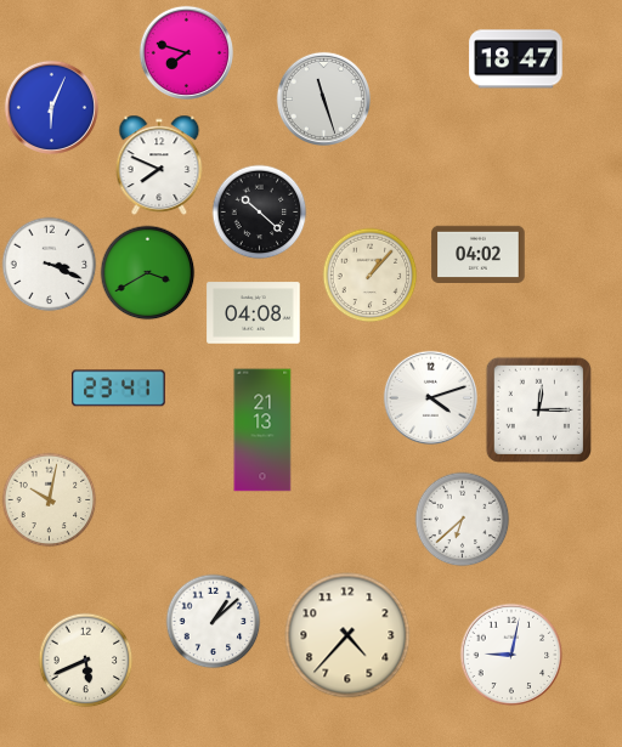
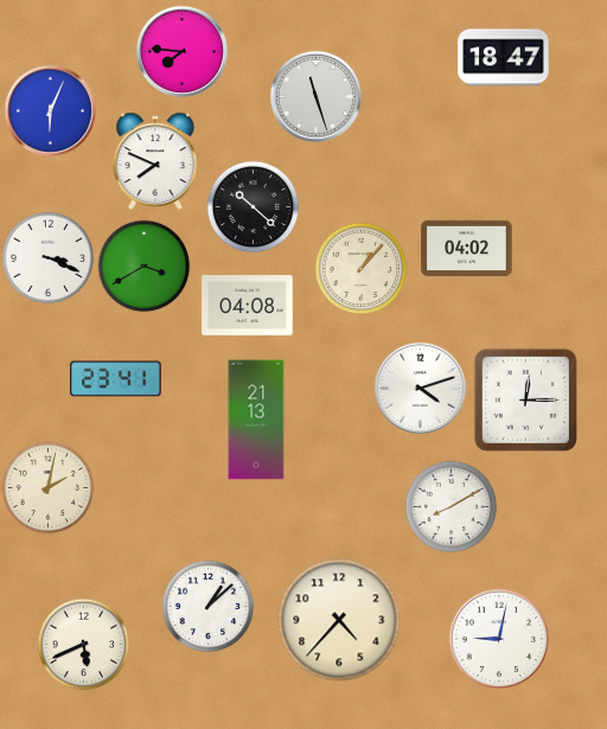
clock at (186, 52): 7:48 -> 7:46
clock at (51, 107) position: (51, 107) -> (50, 110)
clock at (49, 499): 10:02 -> 2:02
clock at (462, 519): 6:38 -> 8:10
